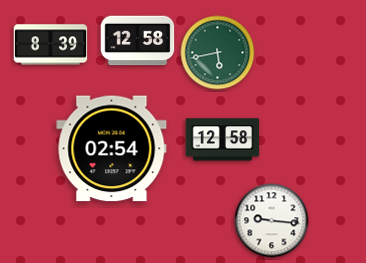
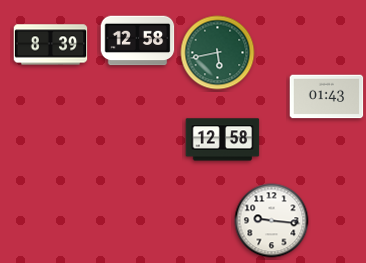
clock at (327, 97): none -> 01:43
clock at (112, 149): 02:54 -> none
